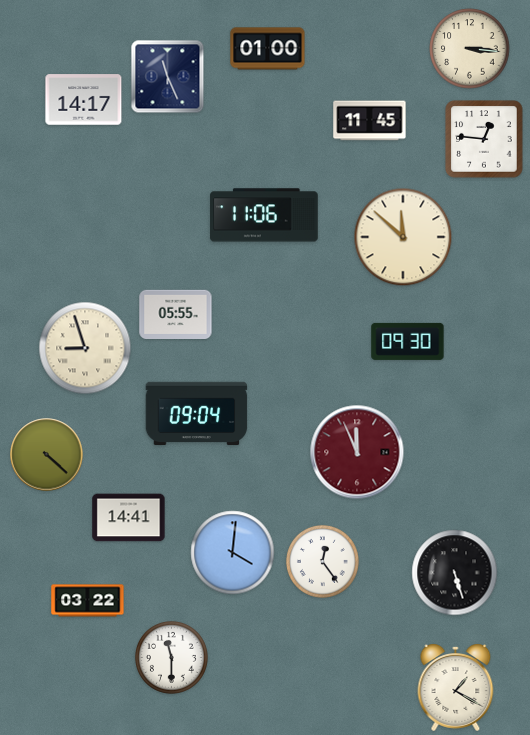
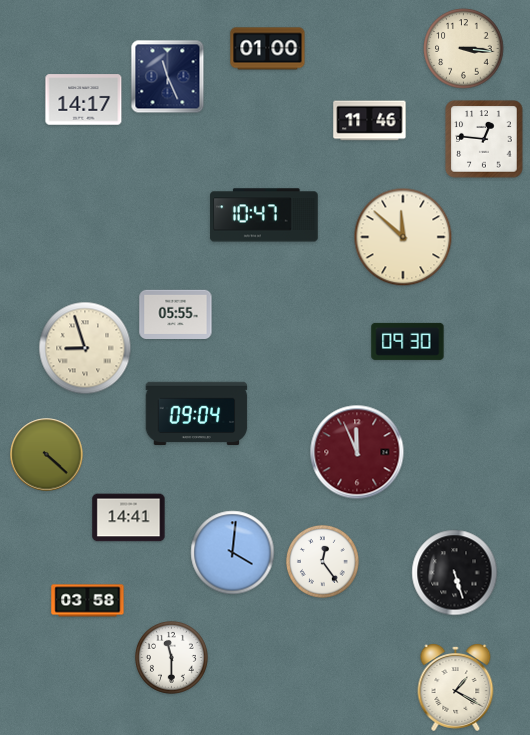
clock at (470, 49) position: (470, 49) -> (464, 49)
clock at (370, 121): 11:45 -> 11:46
clock at (264, 215): 11:06 -> 10:47
clock at (88, 601): 03:22 -> 03:58
